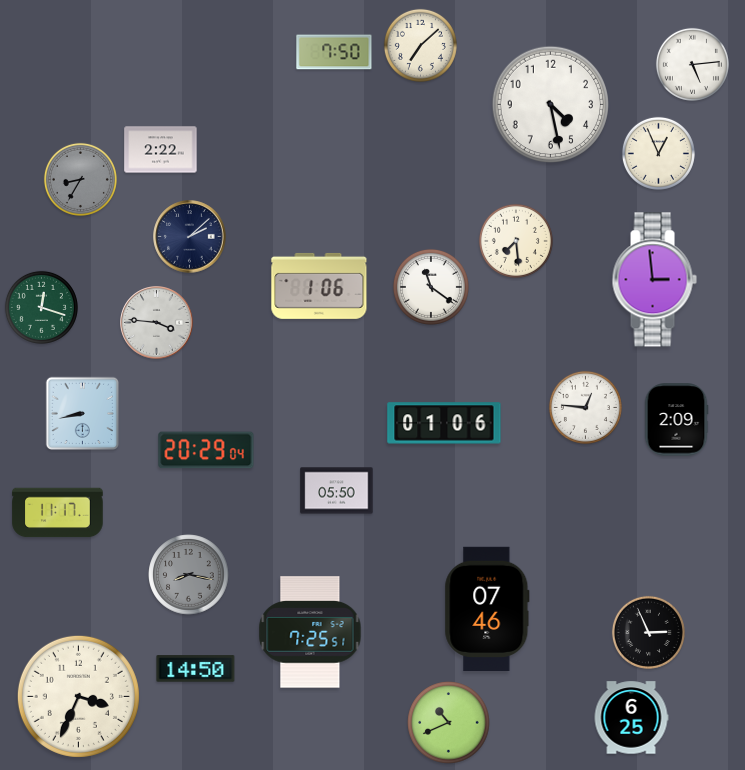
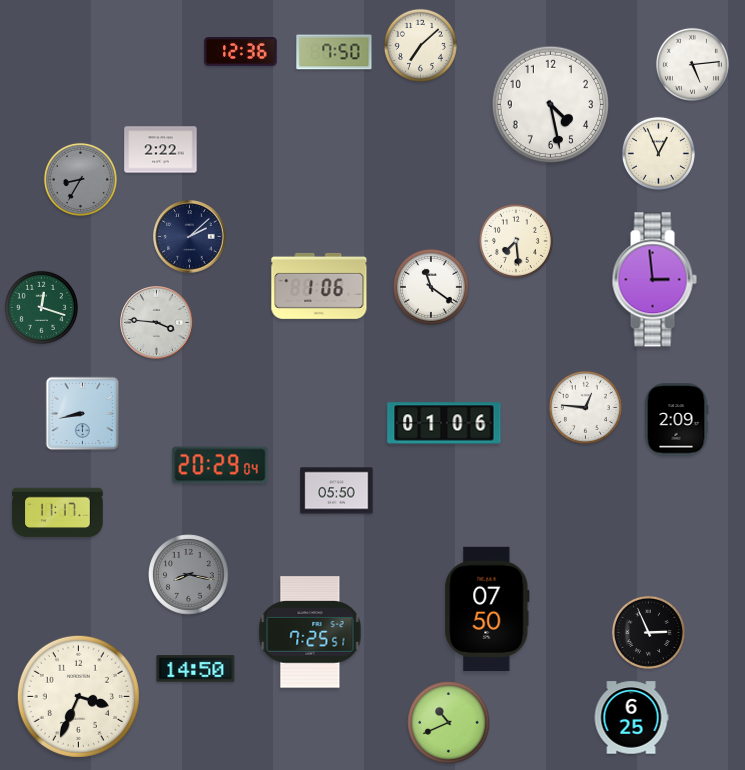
clock at (241, 52): none -> 12:36
clock at (206, 450) position: (206, 450) -> (220, 465)
clock at (487, 608): 07:46 -> 07:50
